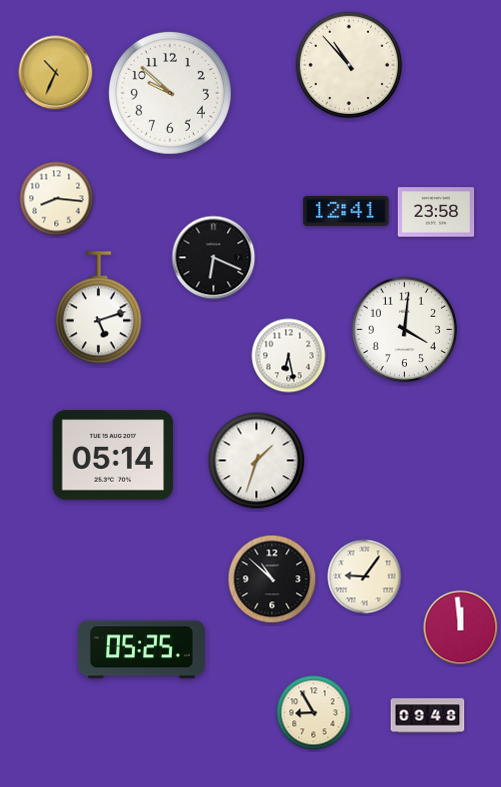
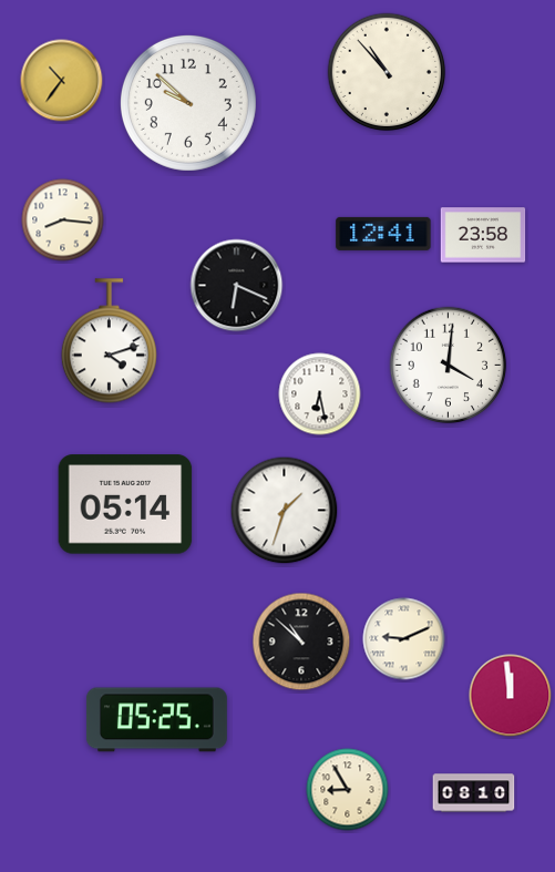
clock at (56, 73): 10:34 -> 10:36
clock at (98, 308): 5:12 -> 4:12
clock at (365, 577): 9:06 -> 9:11
clock at (428, 716): 09:48 -> 08:10
